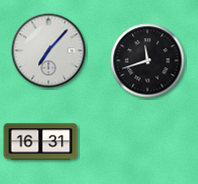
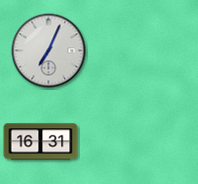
clock at (49, 51): 7:07 -> 7:04
clock at (148, 61): 11:42 -> none
